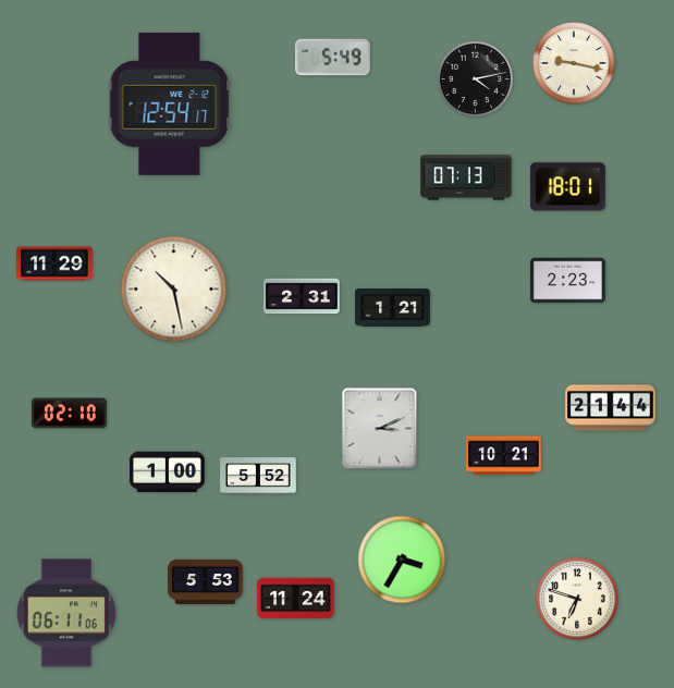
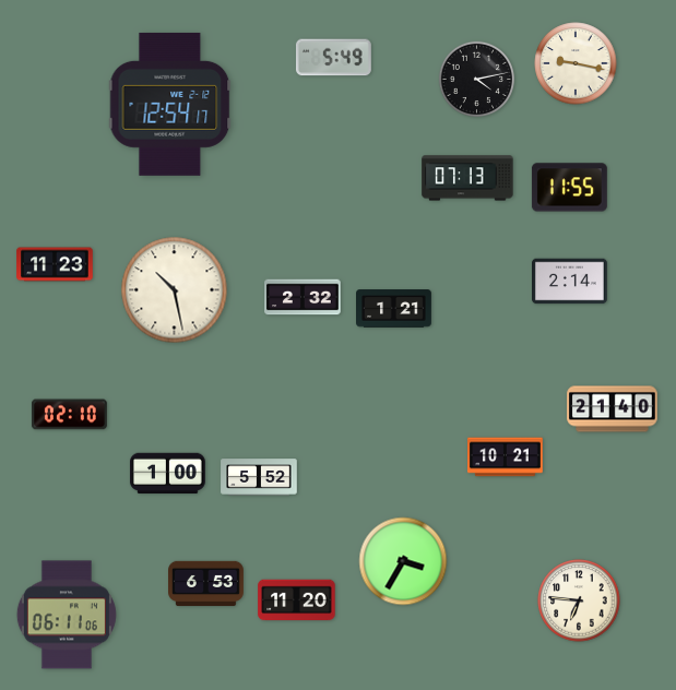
clock at (567, 187): 18:01 -> 11:55
clock at (54, 263): 11:29 -> 11:23
clock at (568, 281): 2:23 -> 2:14
clock at (302, 296): 2:31 -> 2:32
clock at (611, 408): 21:44 -> 21:40
clock at (380, 429): 3:11 -> none
clock at (206, 582): 5:53 -> 6:53
clock at (296, 599): 11:24 -> 11:20
clock at (577, 599): 6:48 -> 6:46
